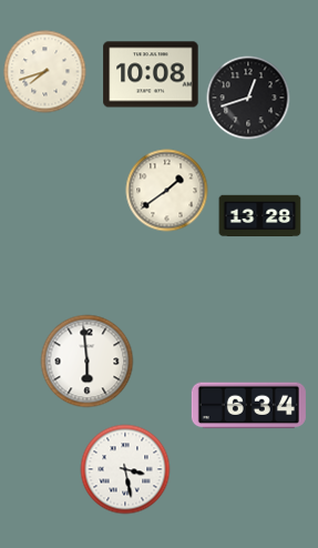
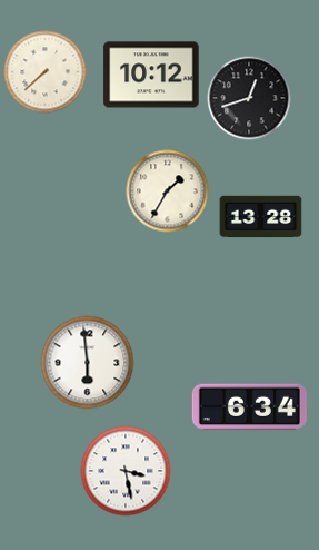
clock at (45, 72): 7:42 -> 7:38
clock at (151, 74): 10:08 -> 10:12
clock at (167, 191): 1:39 -> 1:35
